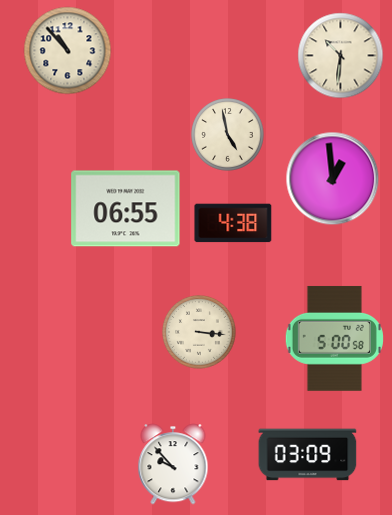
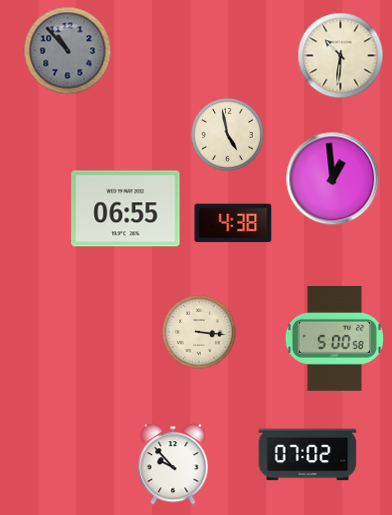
clock at (68, 51) dial: cream -> grey
clock at (308, 455): 03:09 -> 07:02
